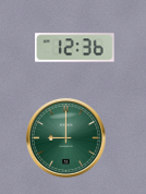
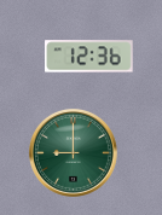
clock at (75, 48) position: (75, 48) -> (89, 57)
